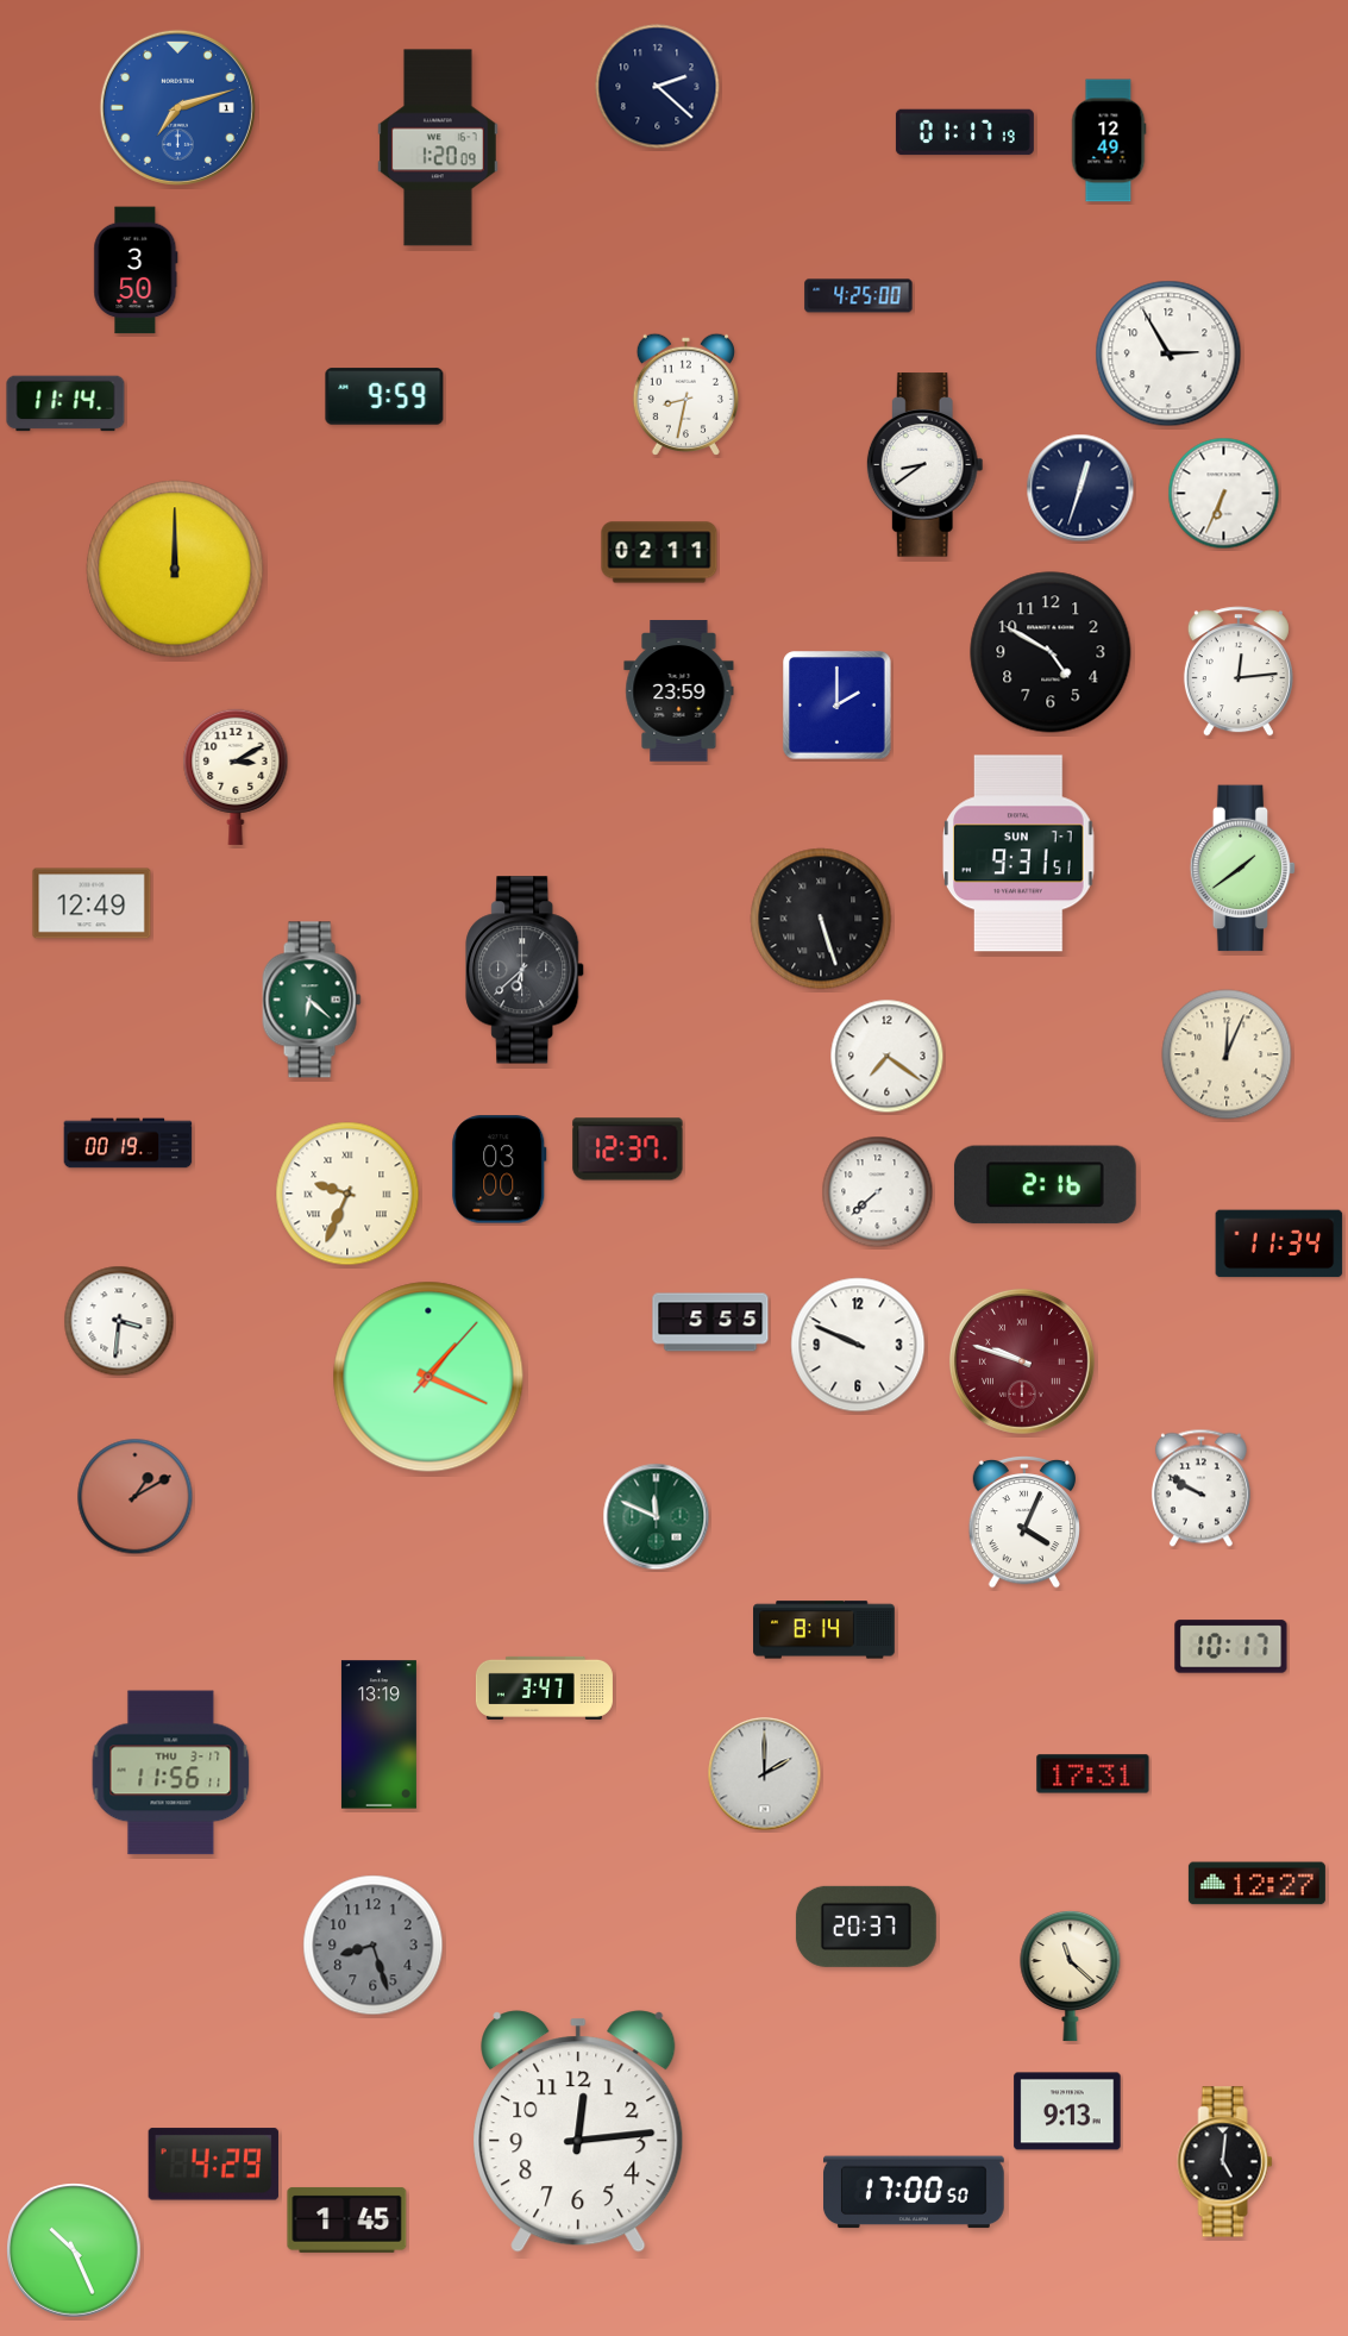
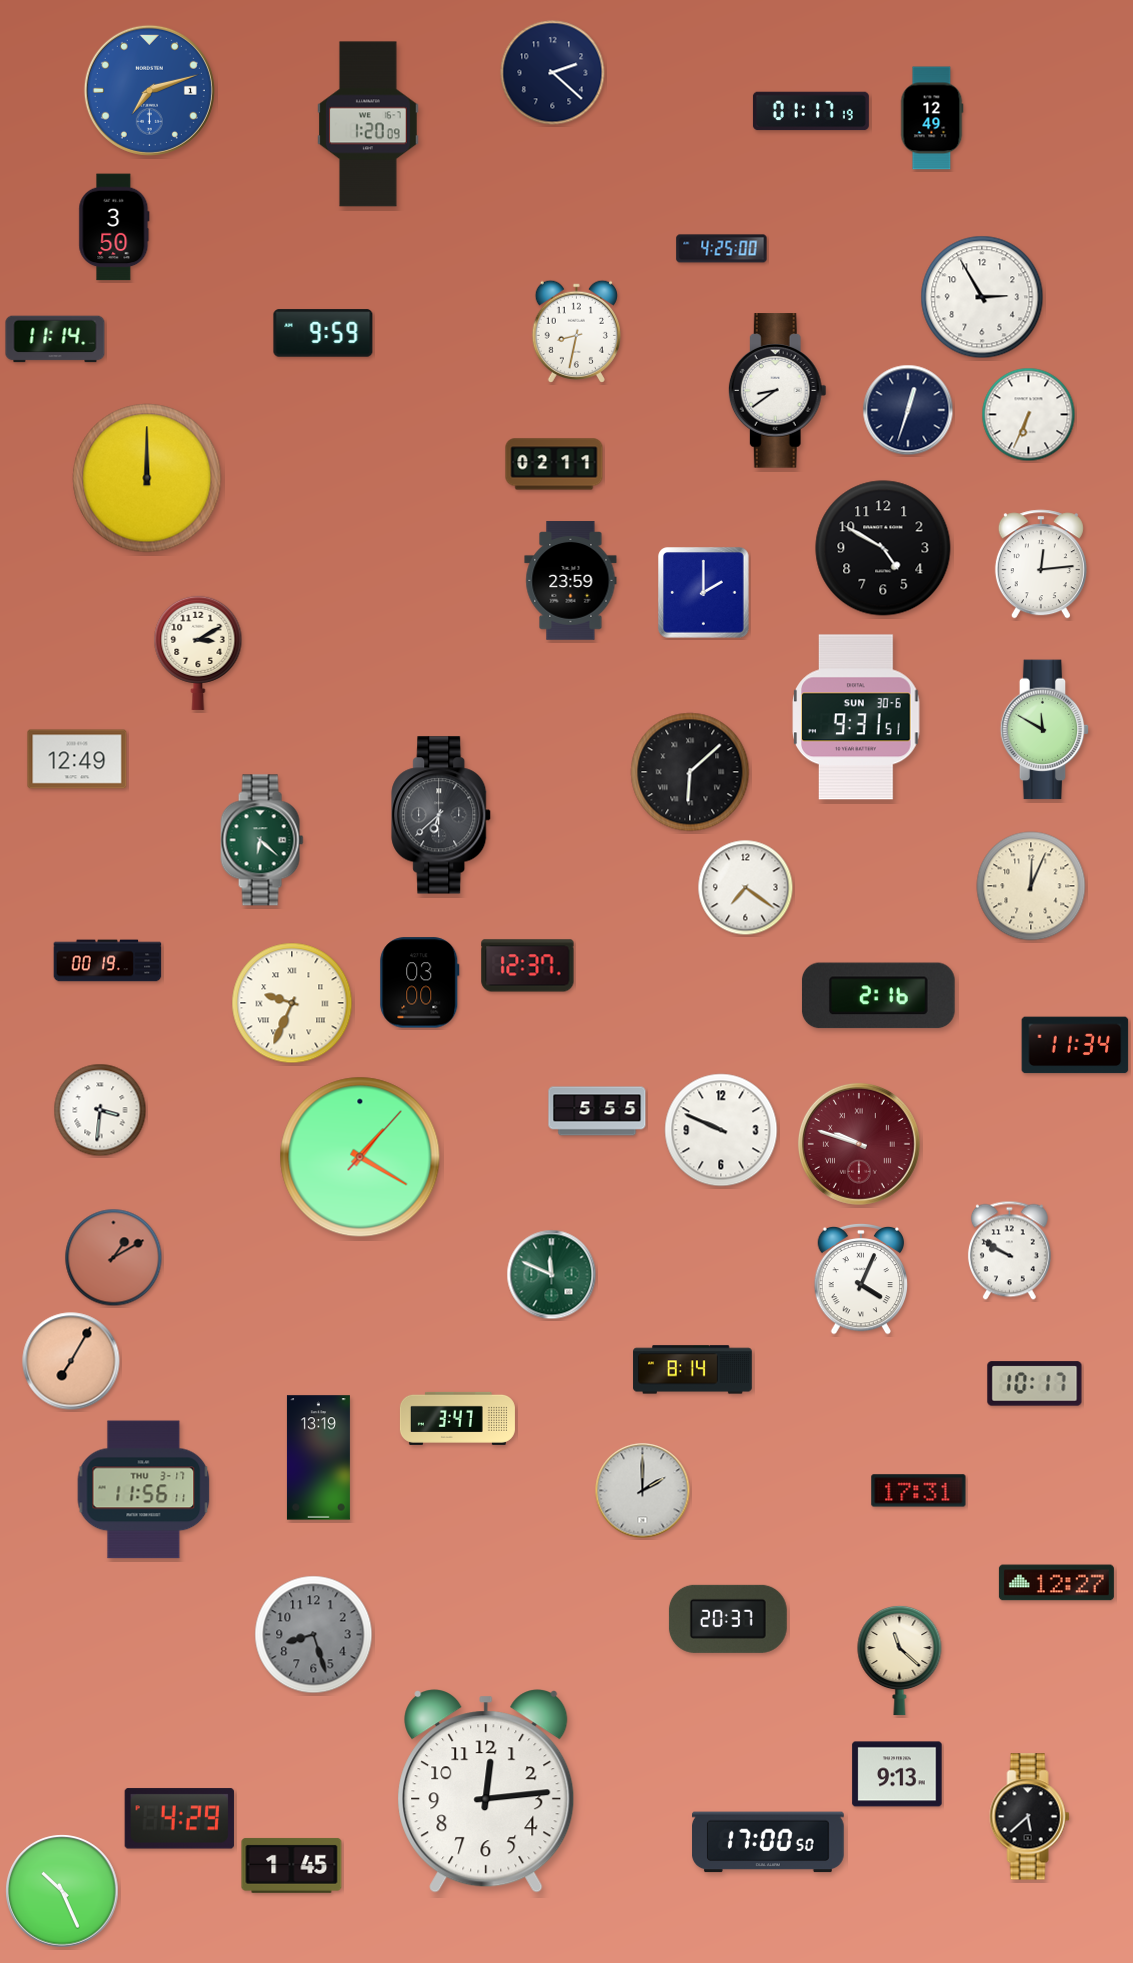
clock at (1018, 853) date: SUN 7-7 -> SUN 30-6
clock at (1243, 869): 1:39 -> 11:50
clock at (821, 919): 5:27 -> 6:08
clock at (878, 1192): 7:38 -> none
clock at (428, 1377): 1:19 -> 1:20
clock at (71, 1361): none -> 7:05
clock at (1225, 2162): 5:01 -> 5:38
